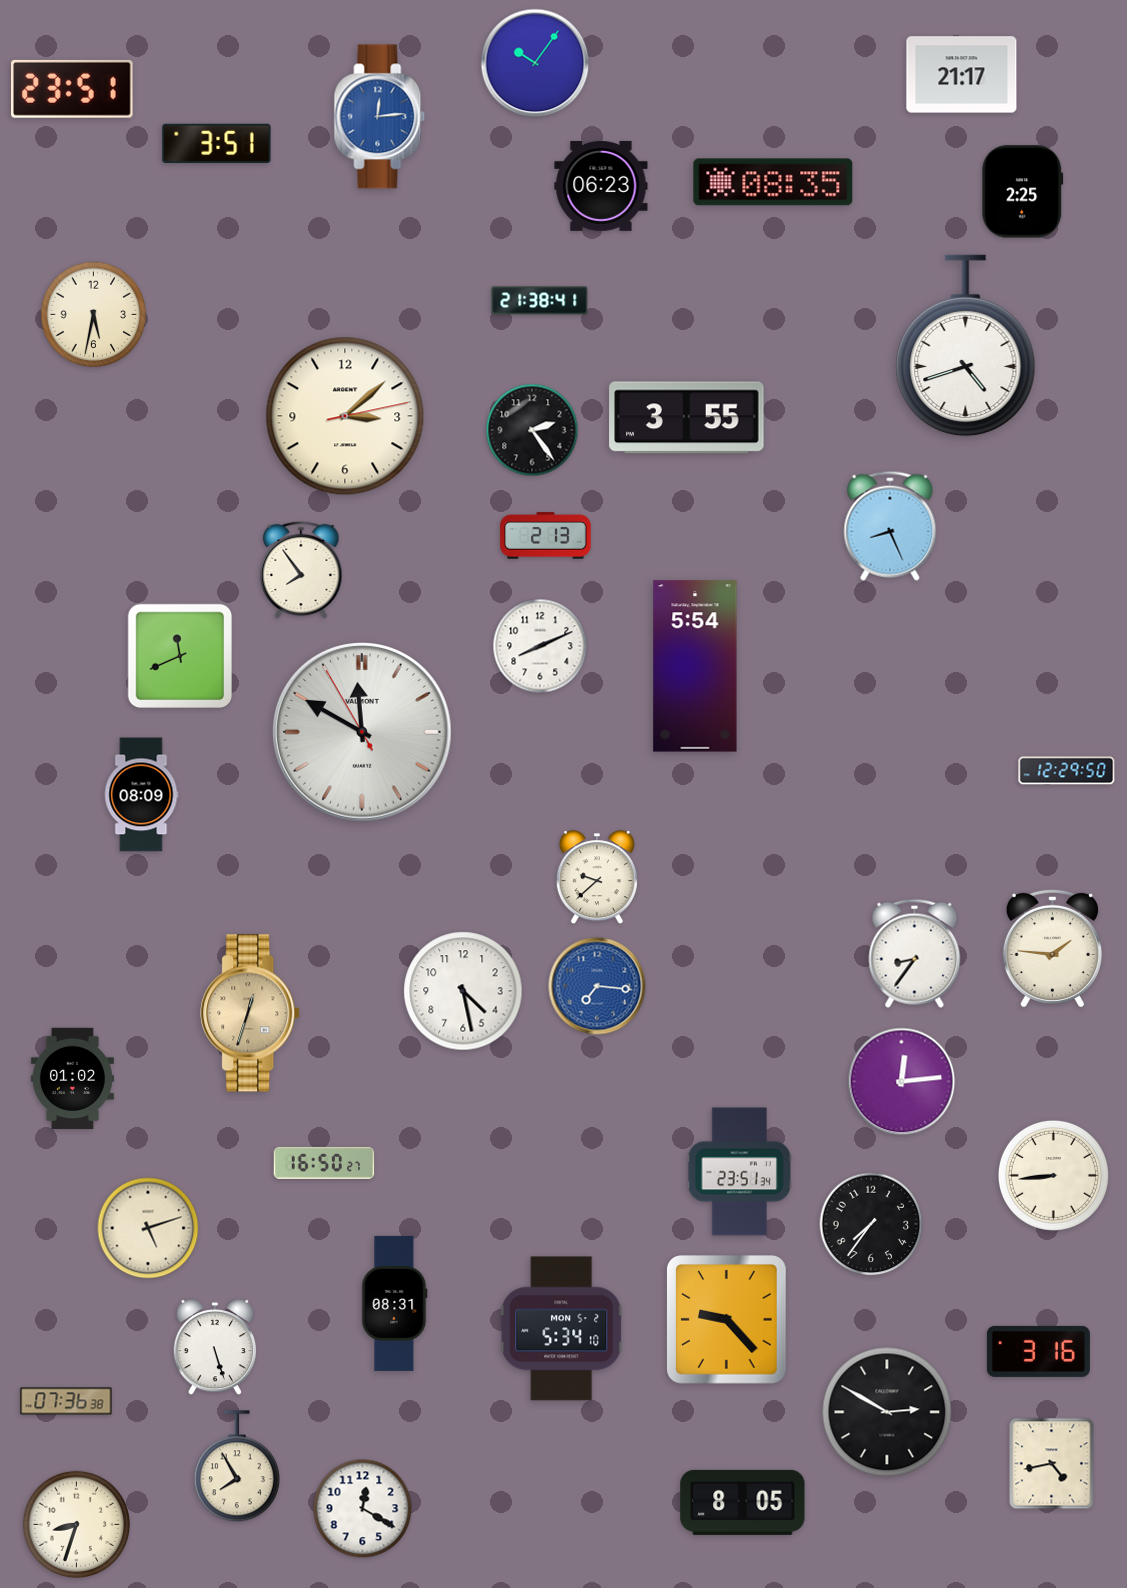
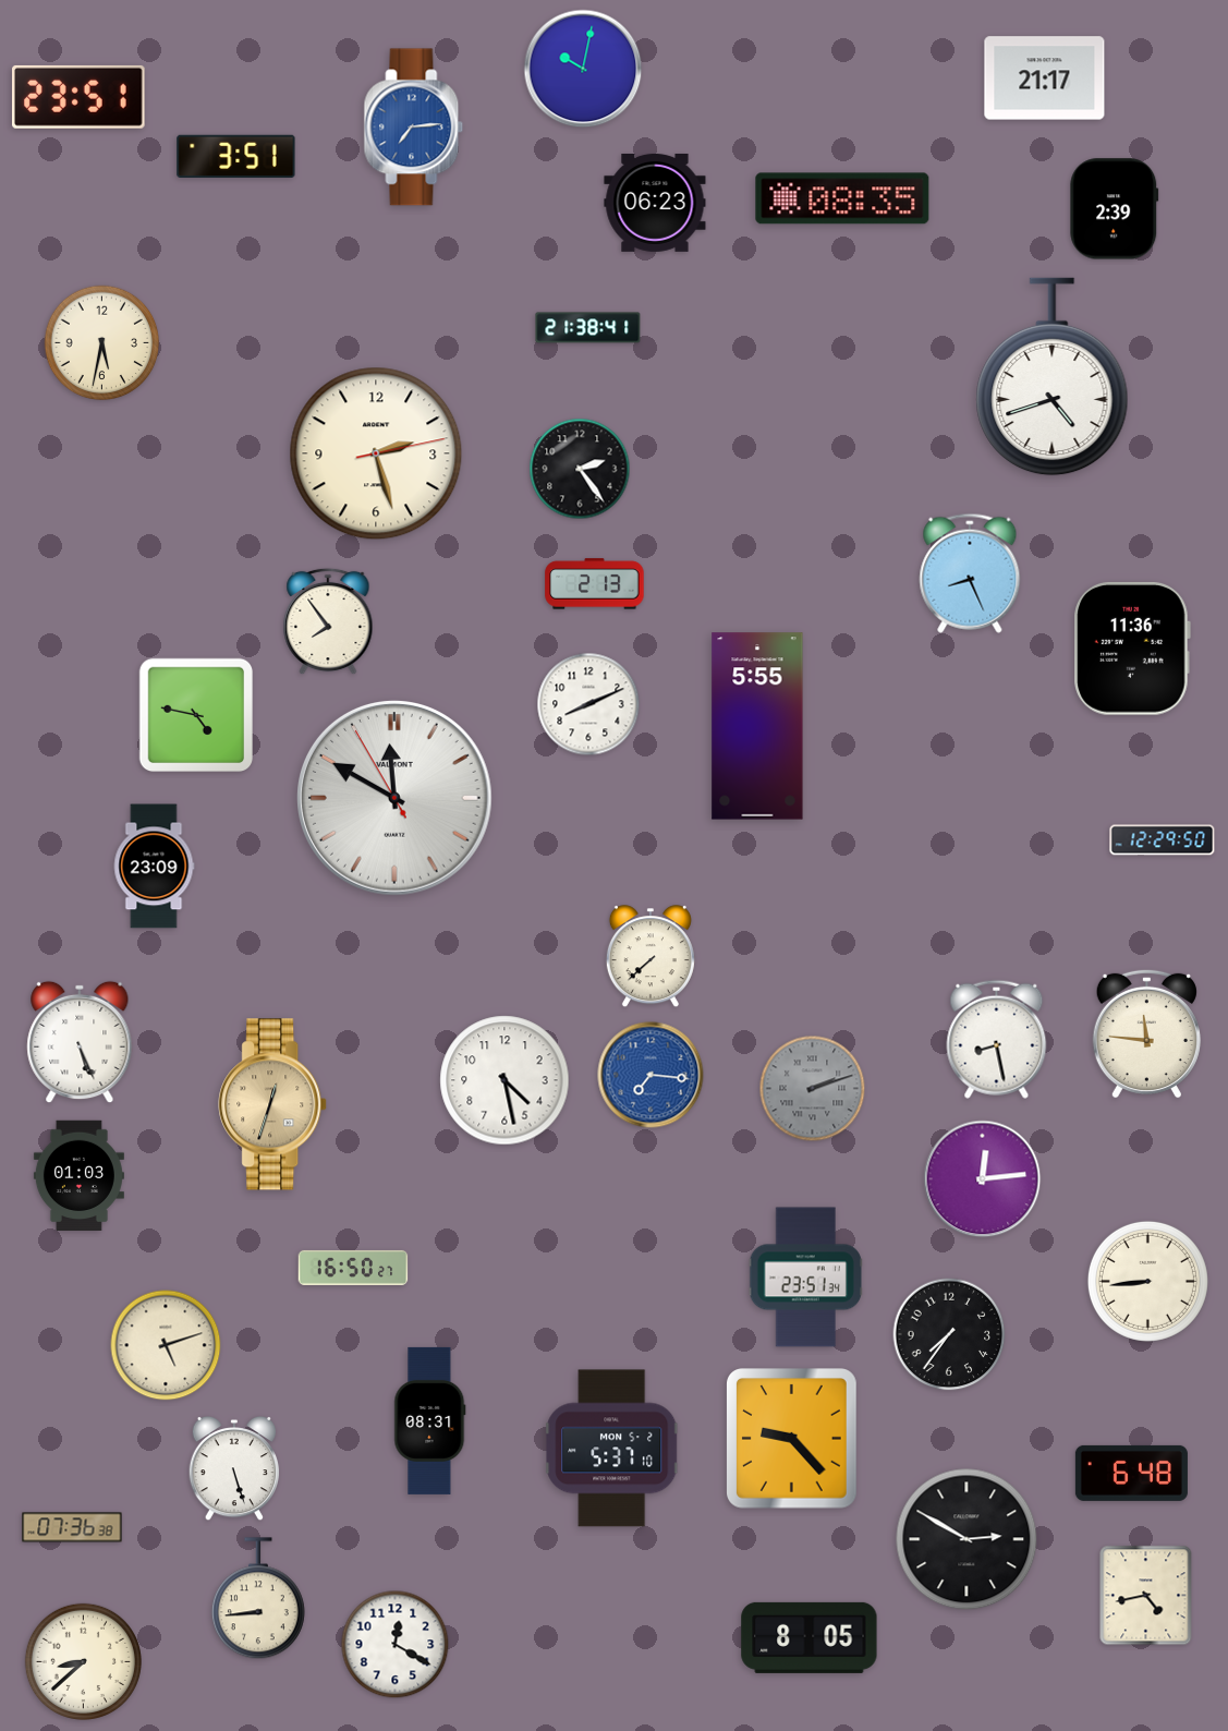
clock at (535, 63): 10:06 -> 10:02
clock at (962, 75) position: (962, 75) -> (1045, 78)
clock at (380, 117): 12:14 -> 7:14
clock at (1023, 192): 2:25 -> 2:39
clock at (345, 416): 3:08 -> 2:27
clock at (687, 418): 3:55 -> none
clock at (1132, 649): none -> 11:36
clock at (180, 656): 11:41 -> 4:47
clock at (695, 666): 5:54 -> 5:55
clock at (141, 795): 08:09 -> 23:09
clock at (597, 878): 9:38 -> 7:38
clock at (1052, 948): 1:46 -> 11:46
clock at (915, 953): 8:36 -> 8:28
clock at (80, 1042): none -> 5:26
clock at (813, 1089): none -> 2:12
clock at (72, 1078): 01:02 -> 01:03
clock at (148, 1228) position: (148, 1228) -> (166, 1345)
clock at (562, 1329): 5:34 -> 5:37
clock at (1038, 1351): 3:16 -> 6:48
clock at (237, 1467): 7:55 -> 8:44
clock at (76, 1524): 8:33 -> 8:38
